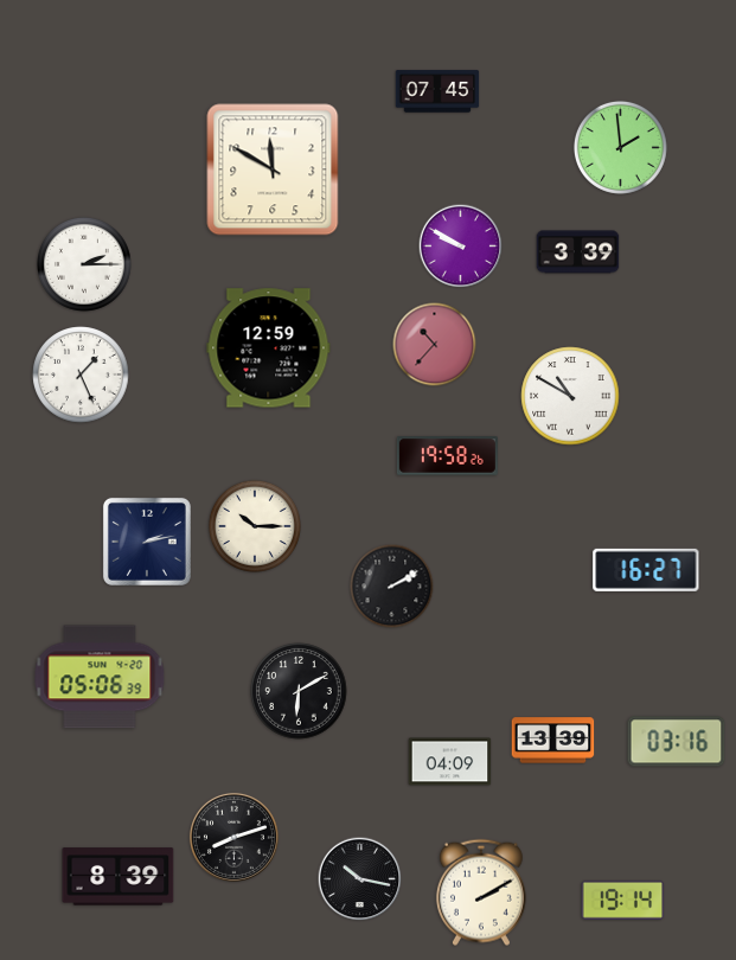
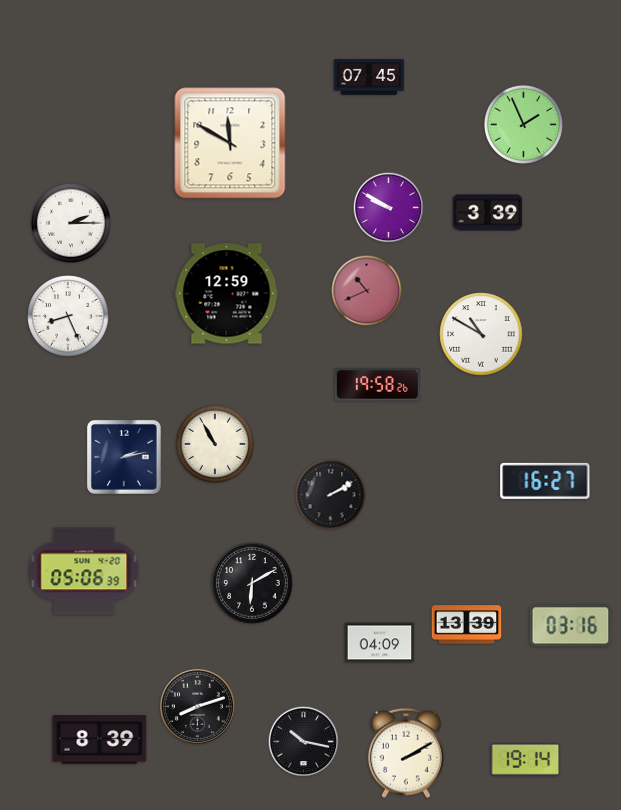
clock at (620, 147): 1:59 -> 1:56
clock at (435, 345): 10:37 -> 10:41
clock at (81, 375): 1:26 -> 8:26
clock at (255, 526): 10:15 -> 10:55
